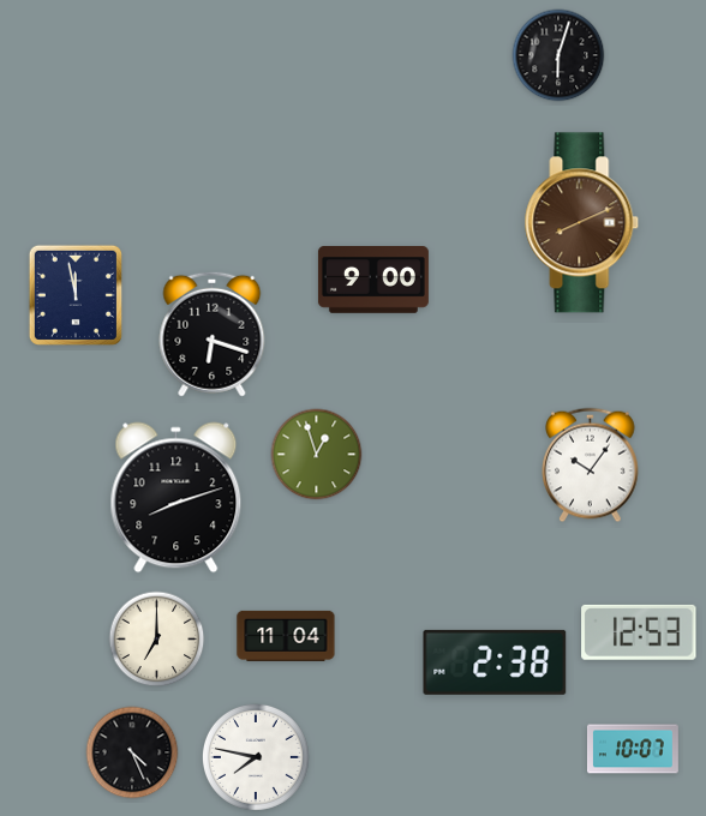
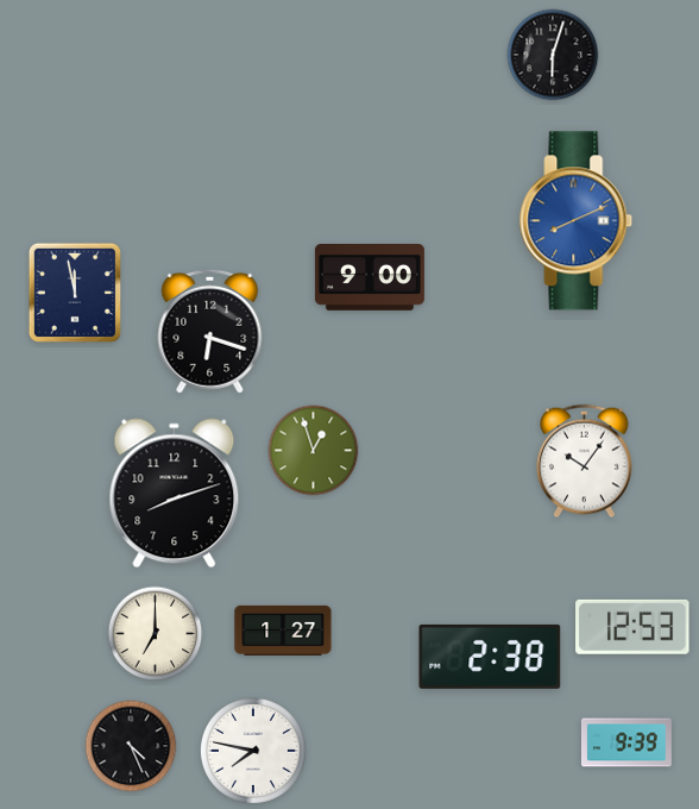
clock at (582, 223) dial: brown -> blue
clock at (286, 636): 11:04 -> 1:27
clock at (633, 749): 10:07 -> 9:39
